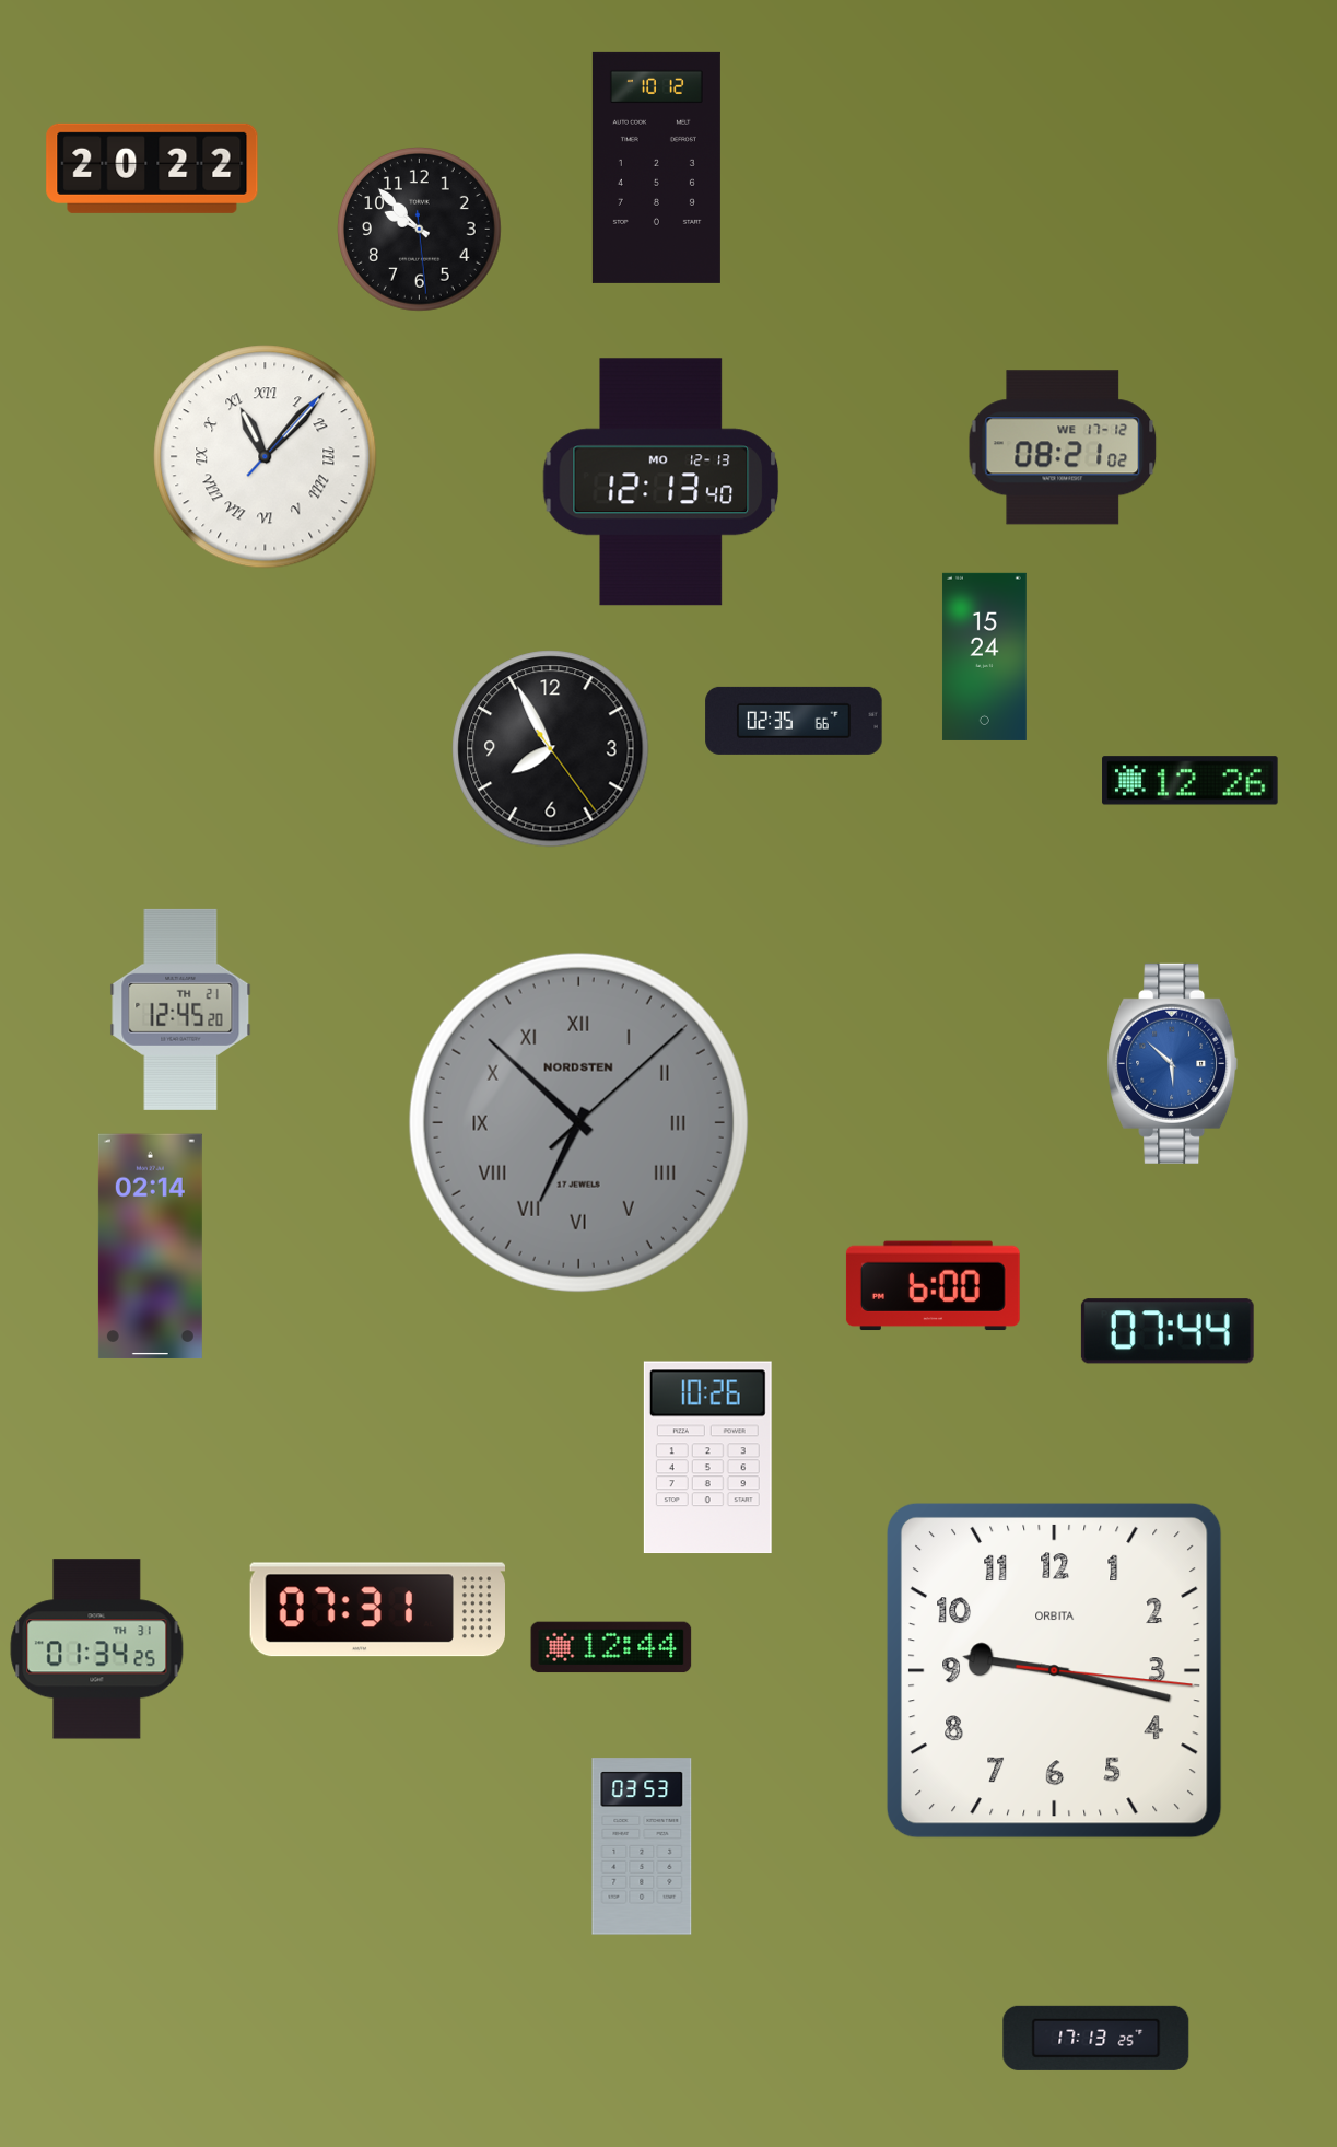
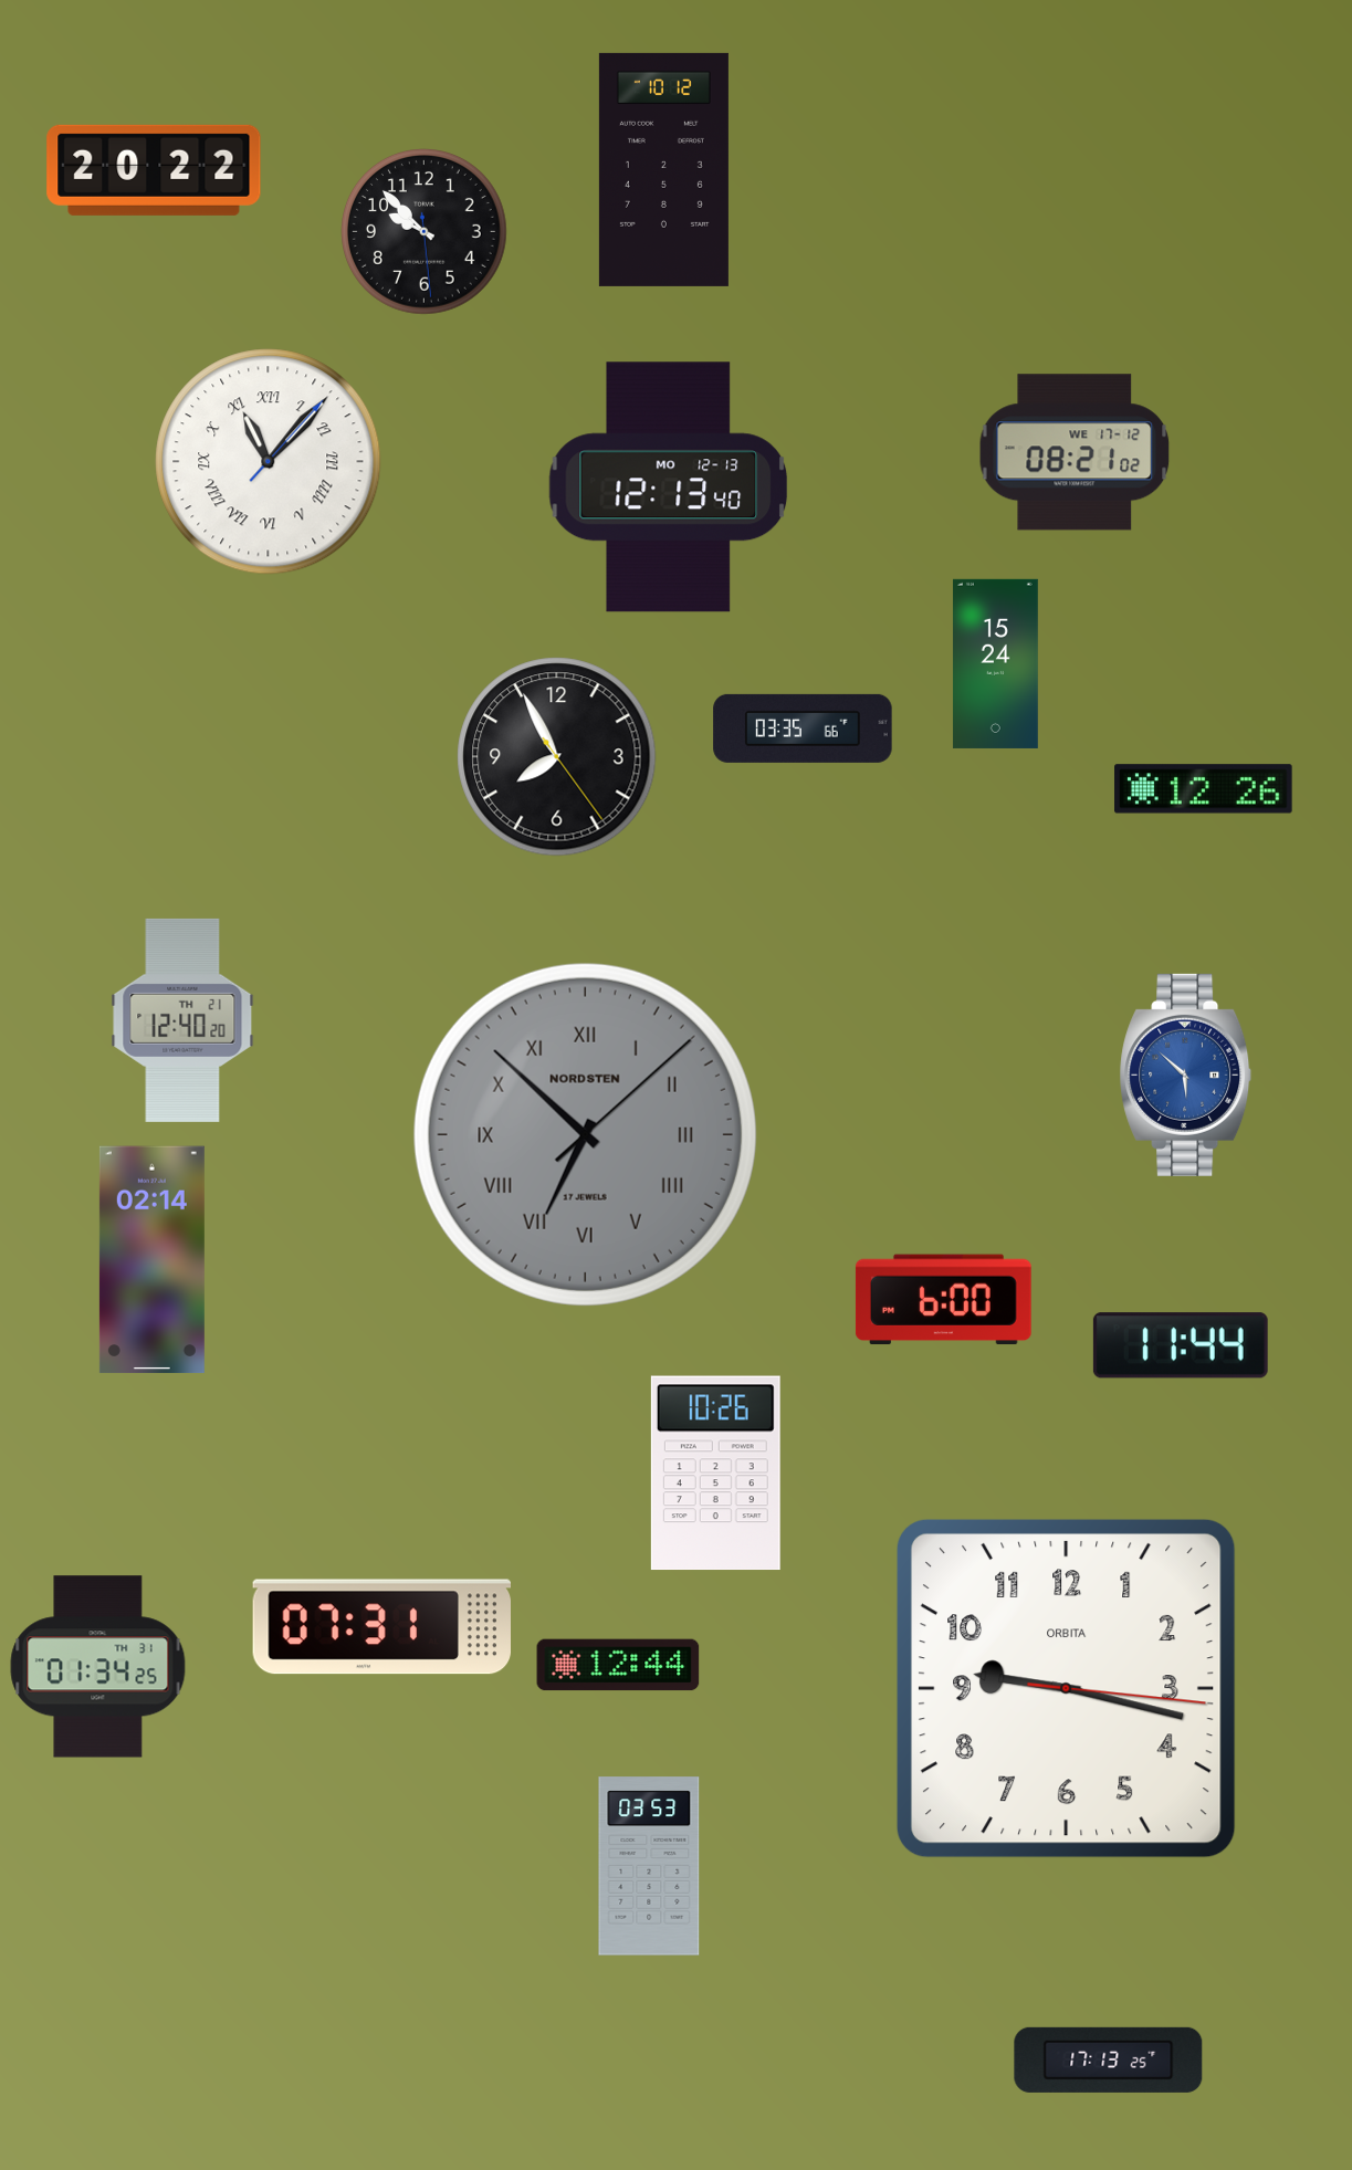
clock at (794, 721): 02:35 -> 03:35
clock at (180, 1010): 12:45 -> 12:40
clock at (1168, 1331): 07:44 -> 11:44
